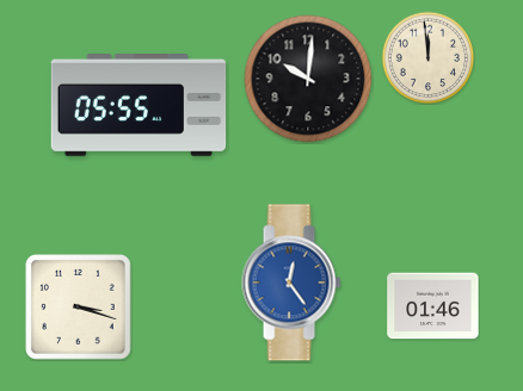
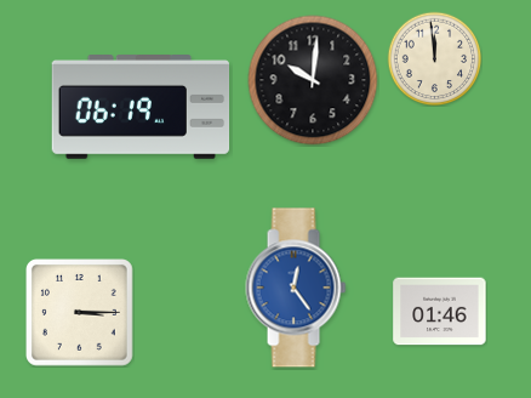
clock at (139, 106): 05:55 -> 06:19
clock at (79, 308): 3:18 -> 3:15
